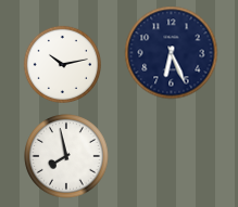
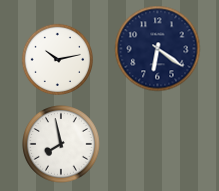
clock at (172, 53): 6:26 -> 6:21
